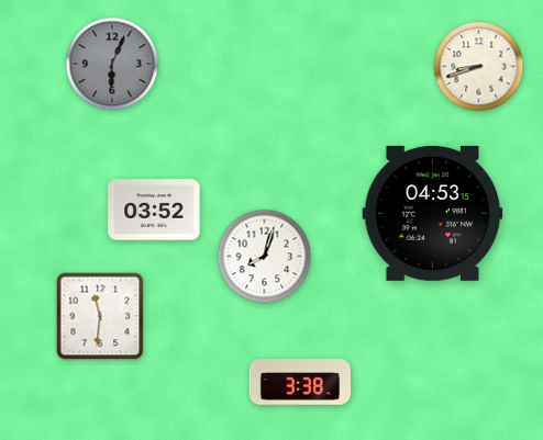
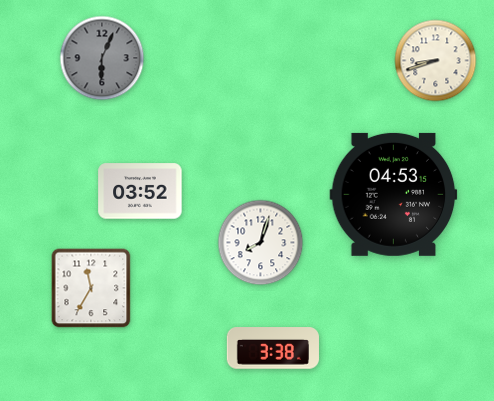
clock at (265, 257) position: (265, 257) -> (261, 243)
clock at (100, 316): 11:31 -> 11:35
